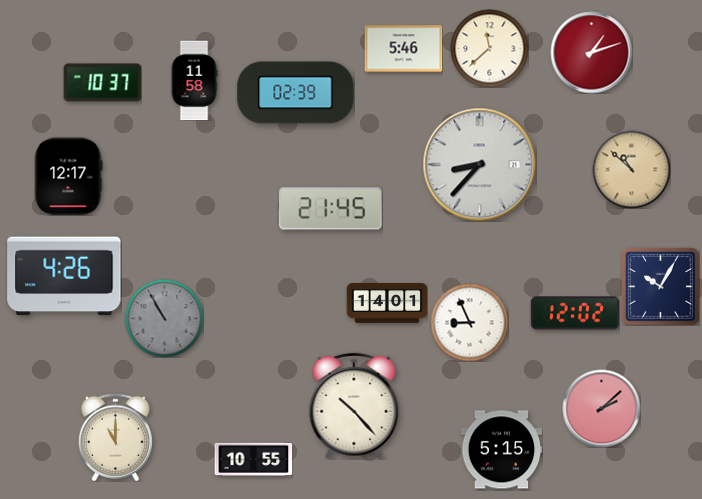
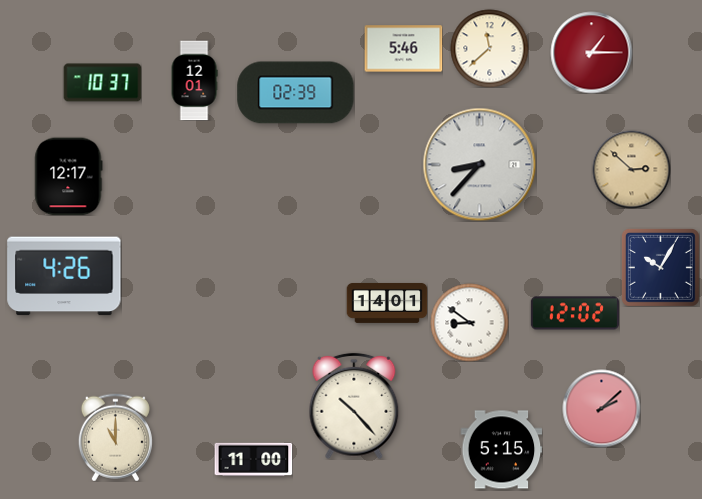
clock at (591, 52): 1:12 -> 1:15
clock at (194, 80): 11:58 -> 12:01
clock at (631, 169): 10:52 -> 2:52
clock at (331, 209): 21:45 -> none
clock at (660, 286) position: (660, 286) -> (660, 267)
clock at (164, 318): 10:55 -> none
clock at (469, 322): 8:56 -> 8:51
clock at (253, 459): 10:55 -> 11:00
